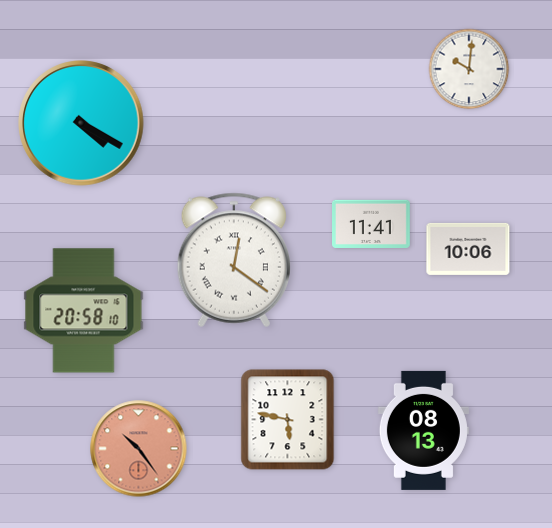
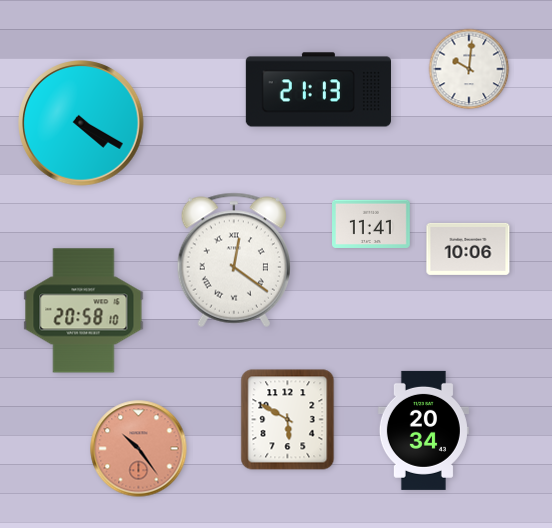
clock at (318, 90): none -> 21:13
clock at (288, 420): 5:47 -> 5:50
clock at (423, 430): 08:13 -> 20:34
